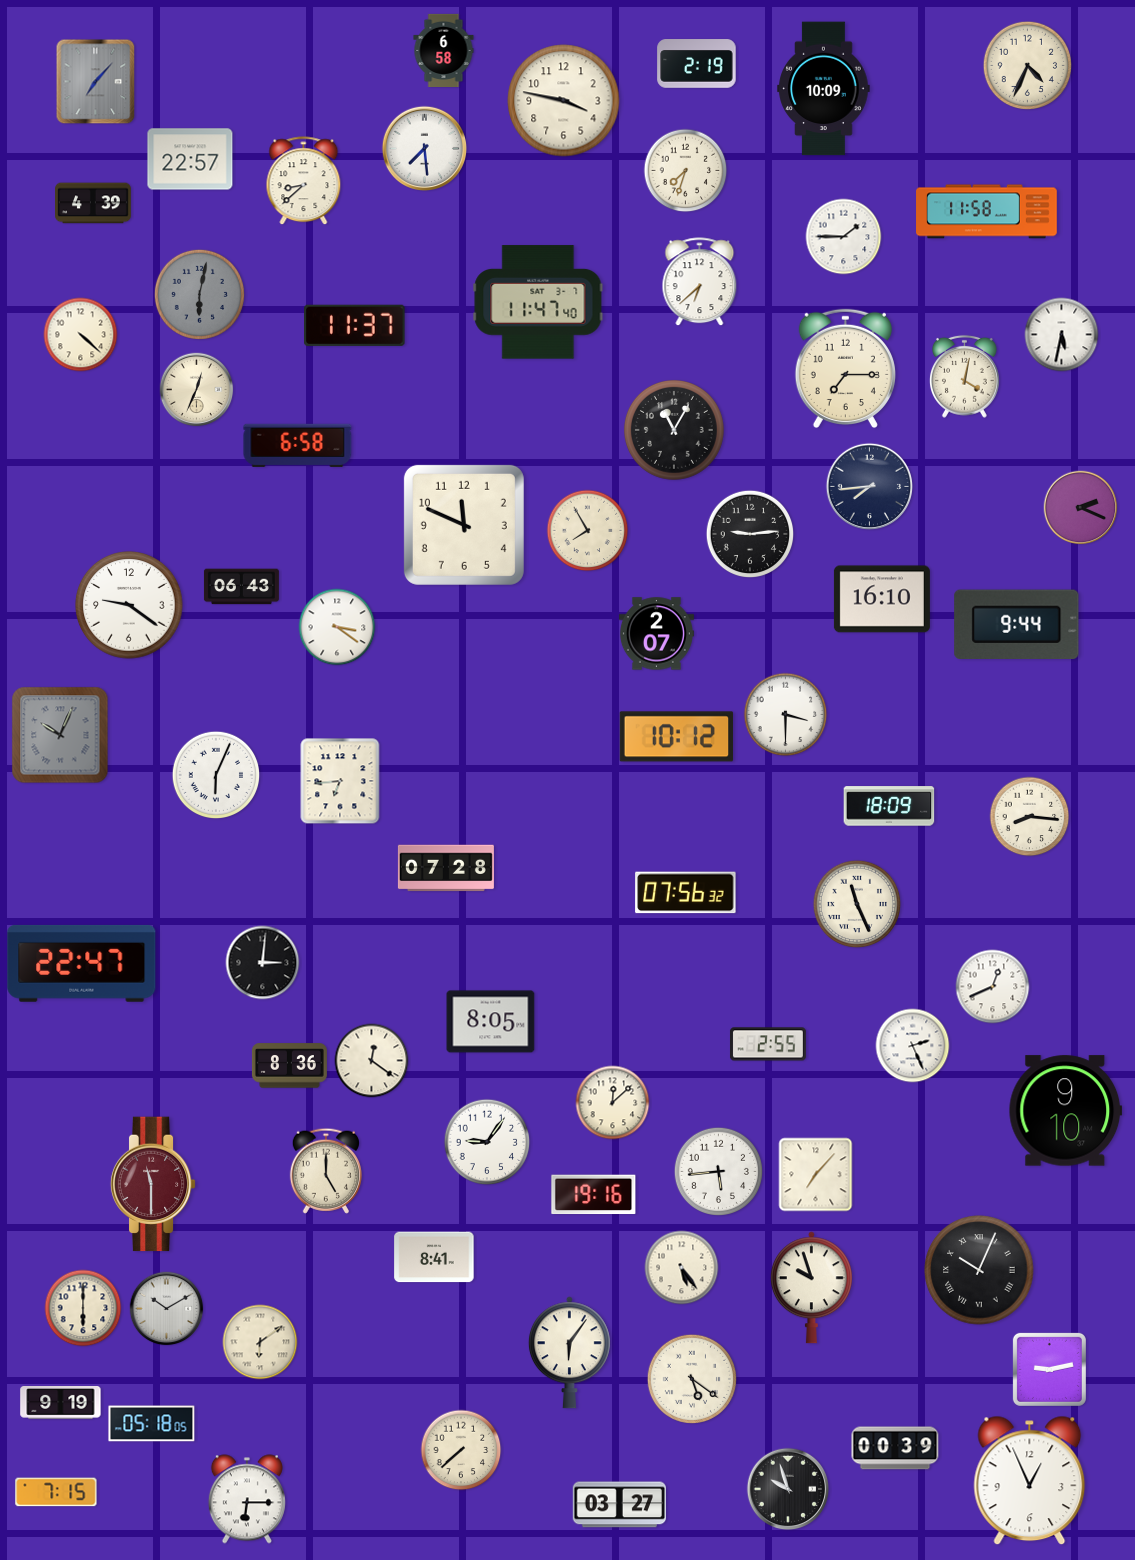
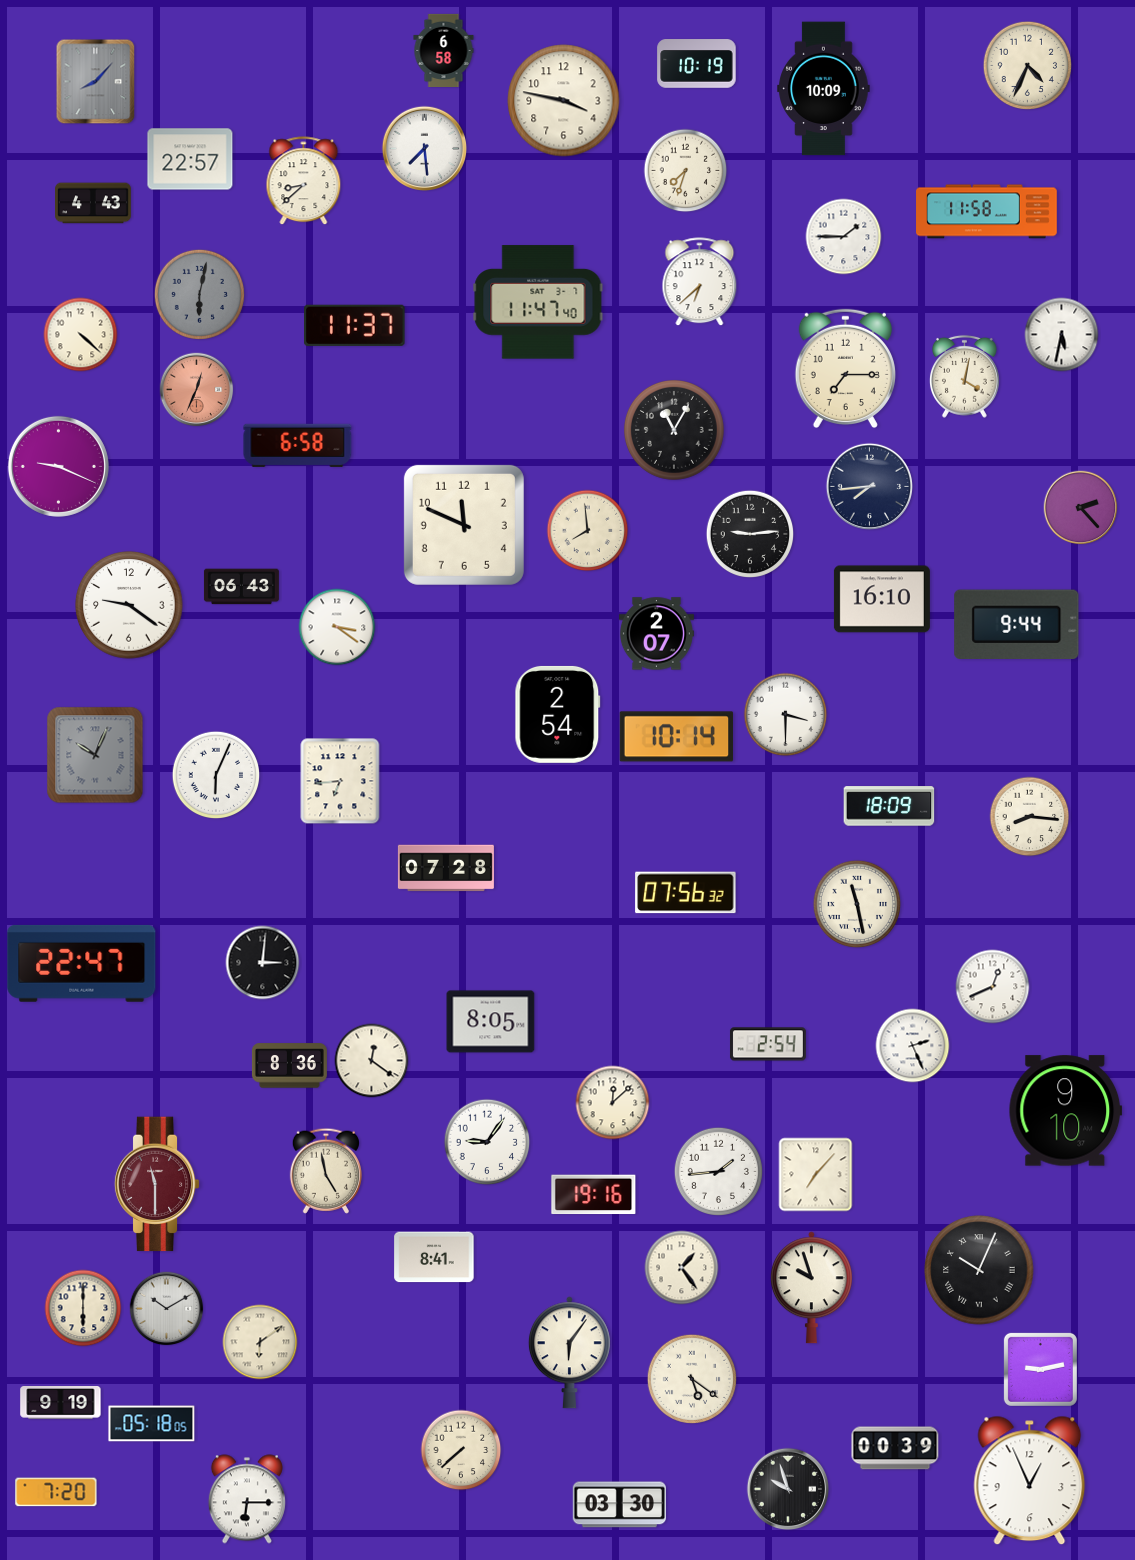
clock at (697, 64): 2:19 -> 10:19
clock at (96, 82): 7:07 -> 8:07
clock at (94, 203): 4:39 -> 4:43
clock at (197, 390) dial: cream -> salmon
clock at (58, 466): none -> 9:19
clock at (1081, 508): 2:19 -> 2:23
clock at (588, 531): 7:55 -> 7:59
clock at (558, 714): none -> 2:54
clock at (60, 735) position: (60, 735) -> (95, 755)
clock at (677, 737): 10:12 -> 10:14
clock at (857, 904): 11:26 -> 11:28
clock at (768, 1044): 2:55 -> 2:54
clock at (326, 1171): 5:00 -> 4:58
clock at (718, 1171): 5:44 -> 1:44
clock at (153, 1184) position: (153, 1184) -> (157, 1184)
clock at (682, 1268): 5:24 -> 1:24
clock at (1049, 1369) position: (1049, 1369) -> (1040, 1369)
clock at (56, 1492): 7:15 -> 7:20
clock at (619, 1505): 03:27 -> 03:30
